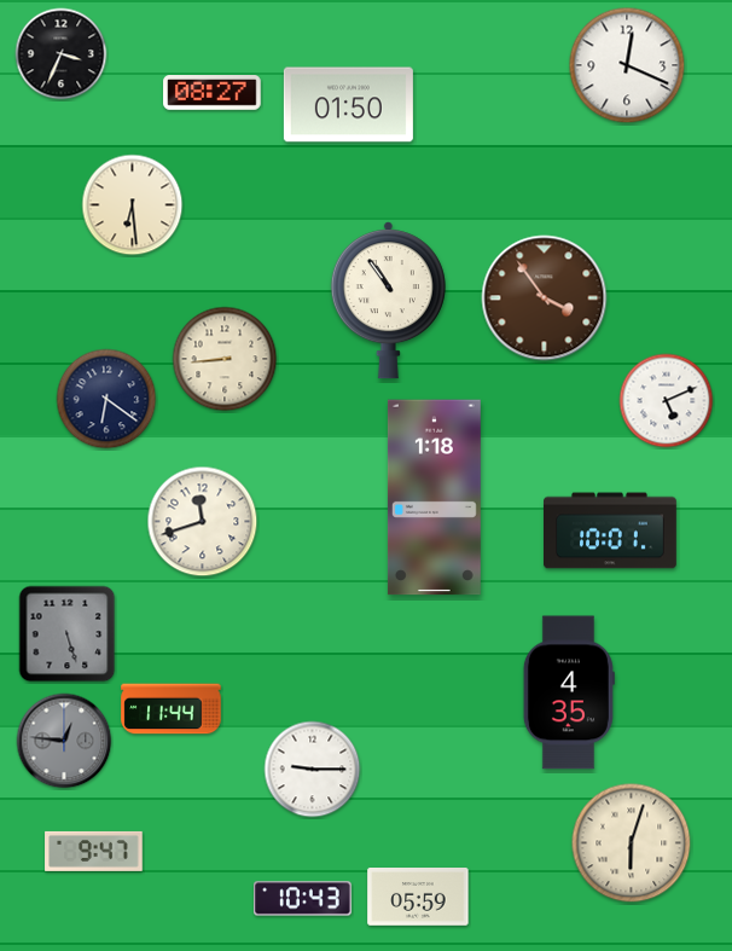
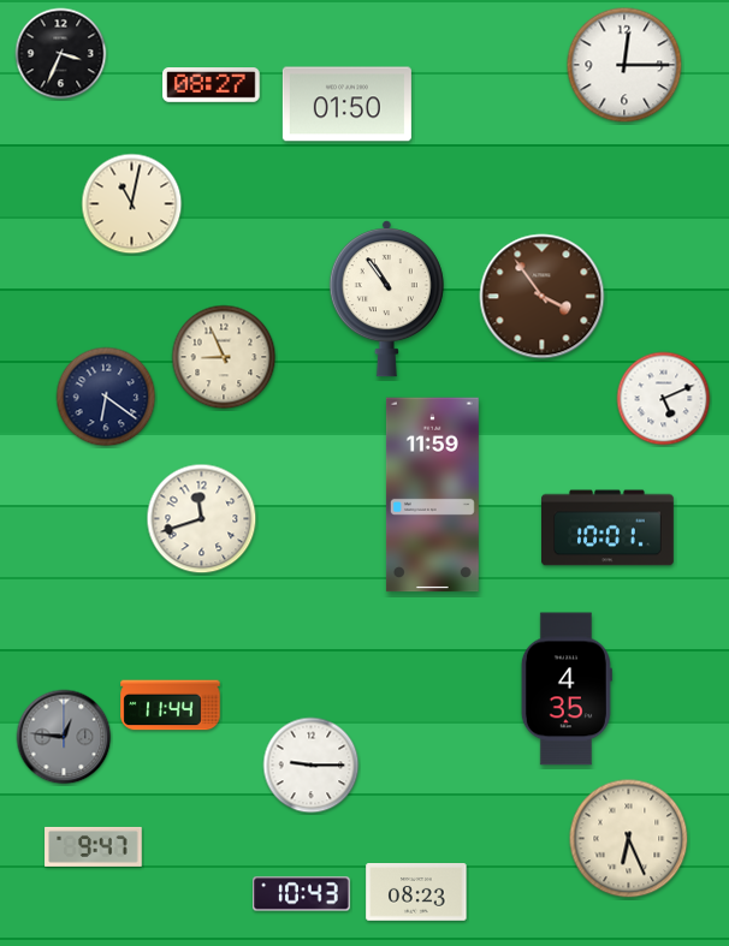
clock at (627, 65): 12:19 -> 12:15
clock at (213, 93) position: (213, 93) -> (212, 85)
clock at (133, 205): 6:29 -> 11:02
clock at (225, 359): 8:44 -> 8:56
clock at (434, 498): 1:18 -> 11:59
clock at (68, 634): 5:27 -> none
clock at (632, 843): 6:03 -> 6:26
clock at (418, 898): 05:59 -> 08:23
